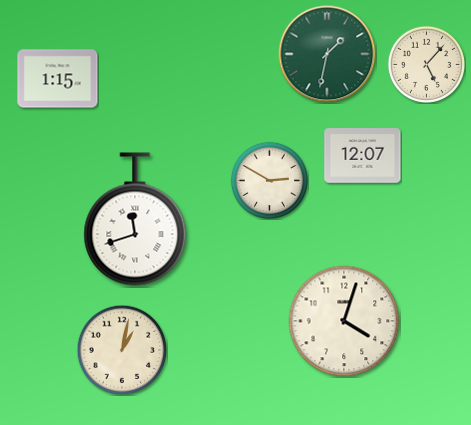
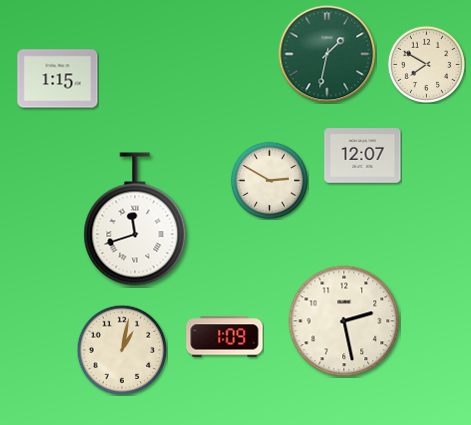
clock at (426, 64): 5:07 -> 7:50
clock at (344, 321): 4:03 -> 2:28
clock at (225, 337): none -> 1:09
